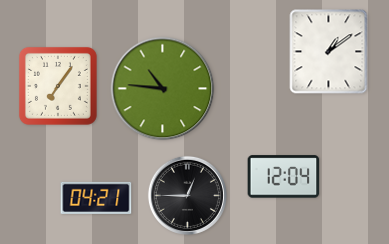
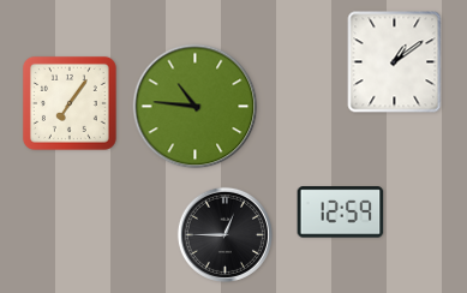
clock at (284, 177): 12:04 -> 12:59
clock at (96, 198): 04:21 -> none
